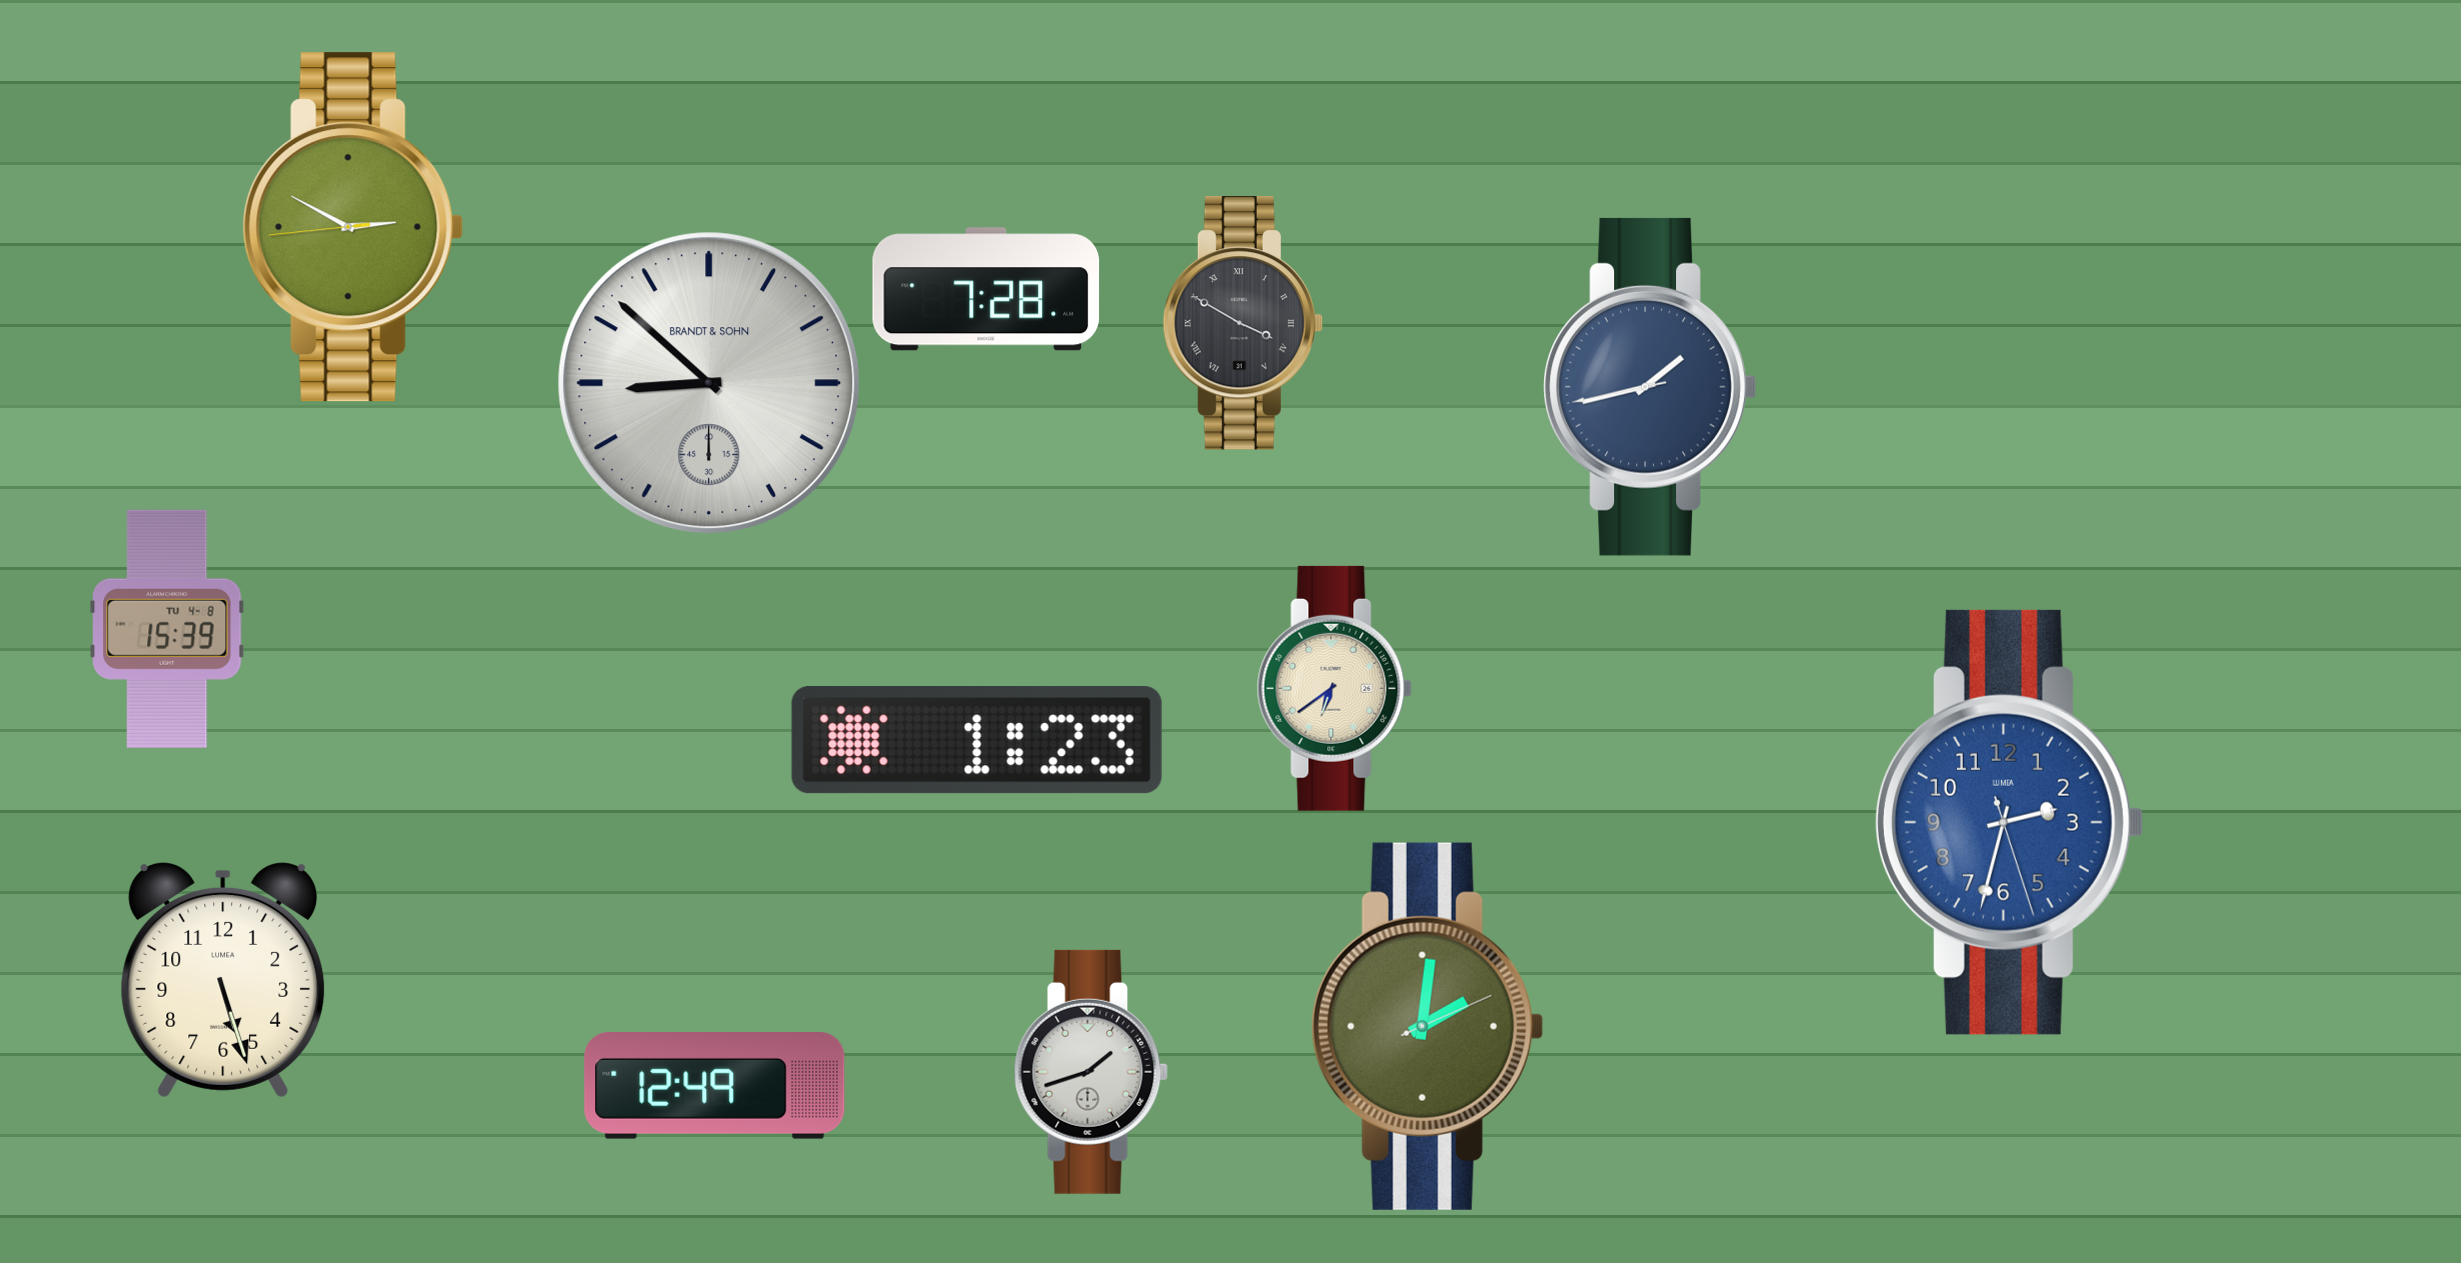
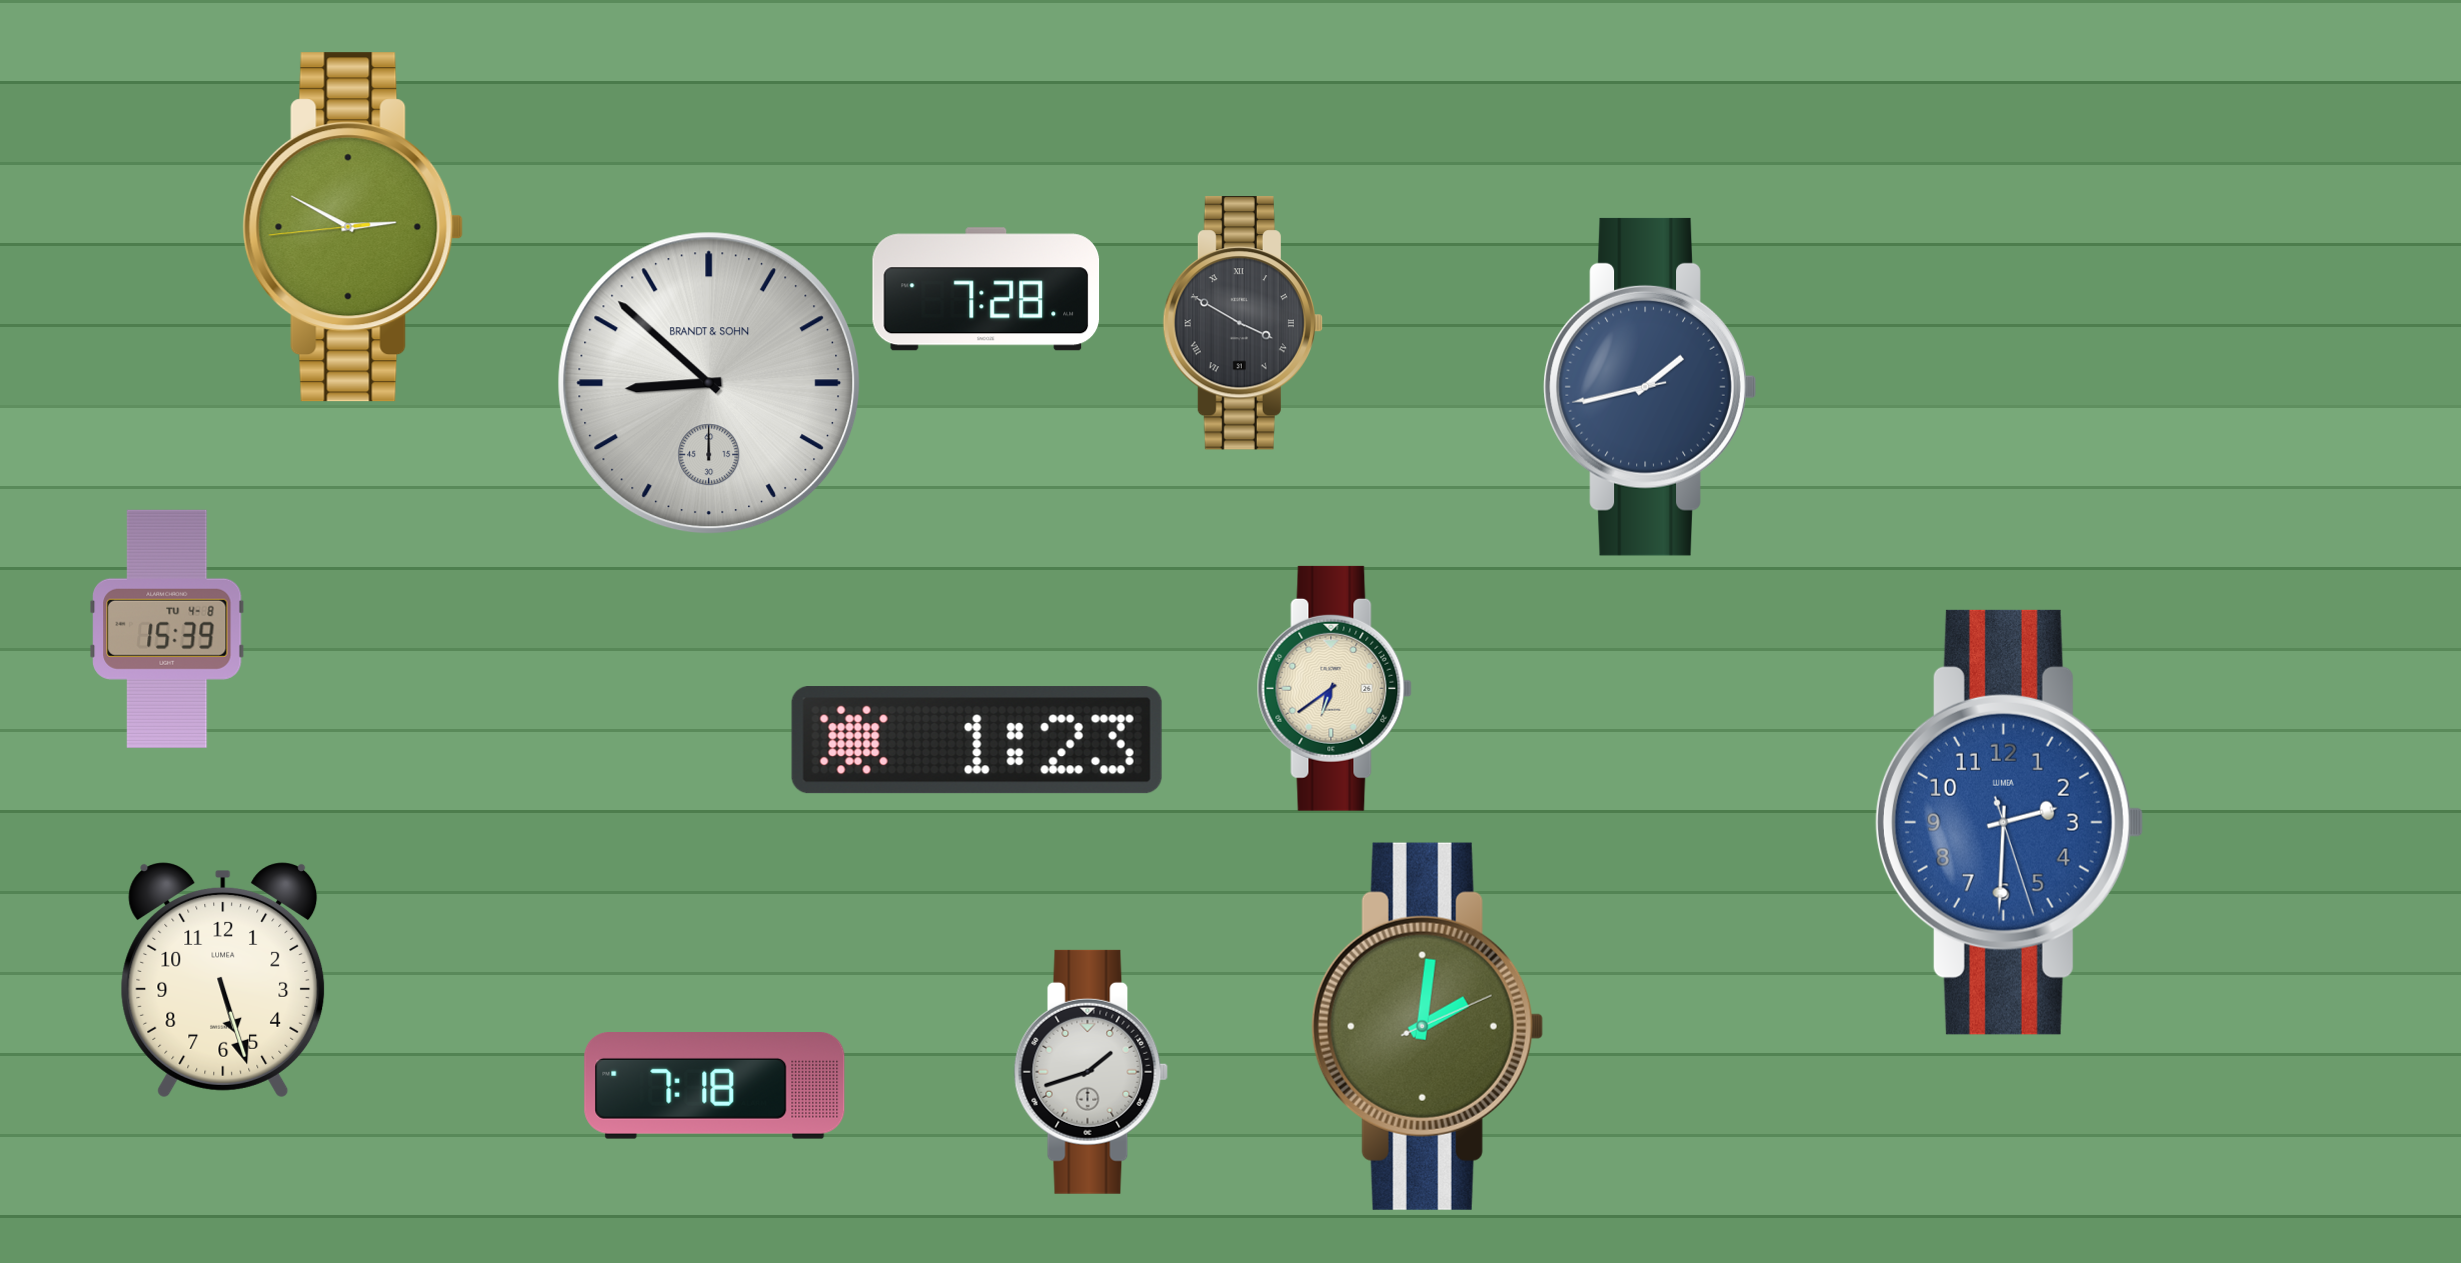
clock at (2009, 822): 2:32 -> 2:30
clock at (715, 1086): 12:49 -> 7:18
